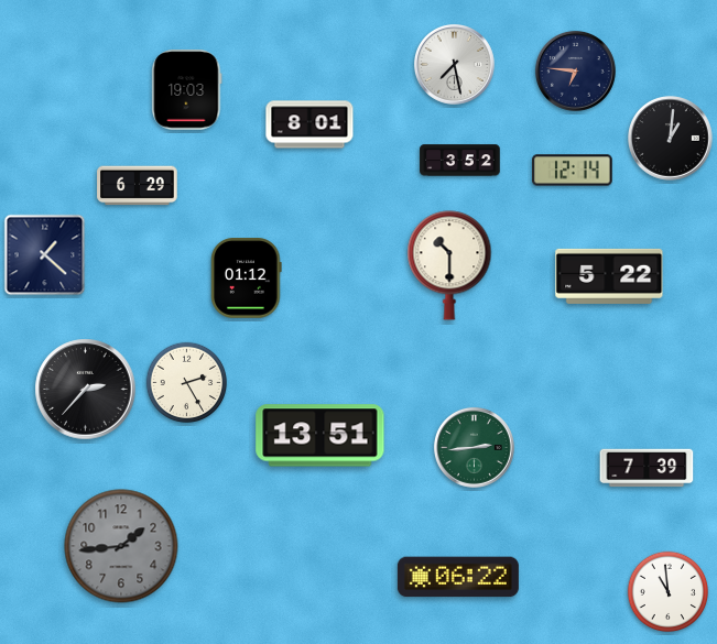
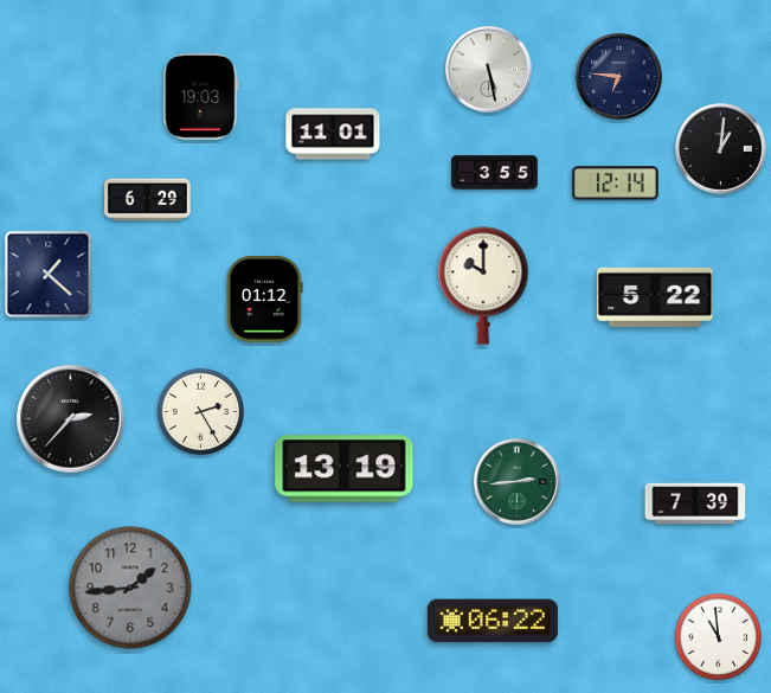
clock at (455, 65): 7:28 -> 5:28
clock at (309, 124): 8:01 -> 11:01
clock at (460, 161): 3:52 -> 3:55
clock at (449, 265): 10:30 -> 10:00
clock at (86, 390) position: (86, 390) -> (71, 419)
clock at (321, 436): 13:51 -> 13:19
clock at (475, 448) position: (475, 448) -> (518, 482)
